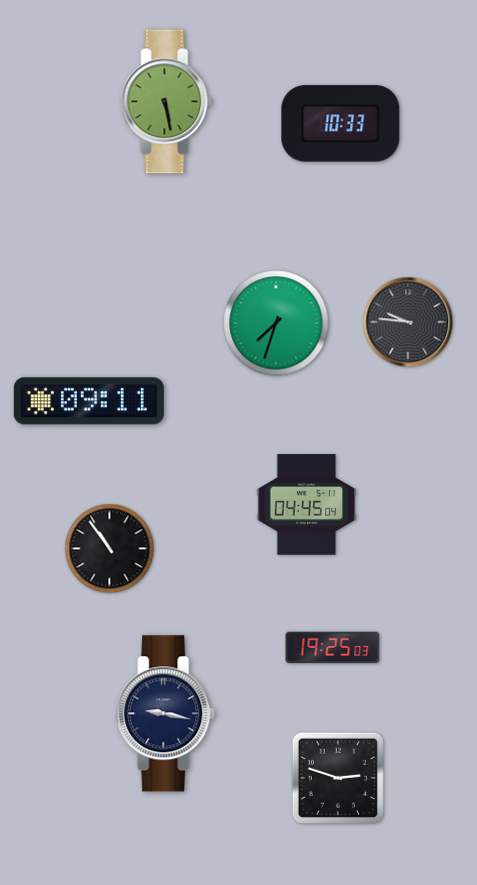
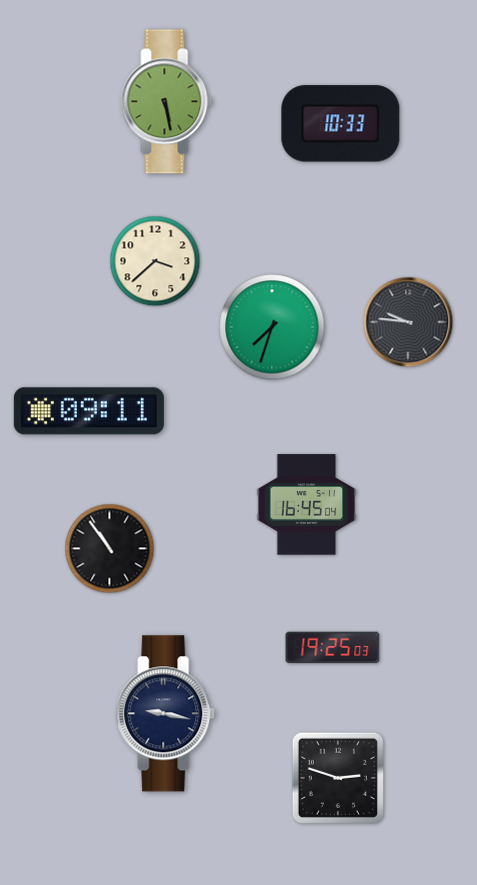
clock at (155, 261): none -> 3:38
clock at (276, 323) position: (276, 323) -> (272, 327)
clock at (89, 401) position: (89, 401) -> (89, 411)
clock at (307, 505): 04:45 -> 16:45
